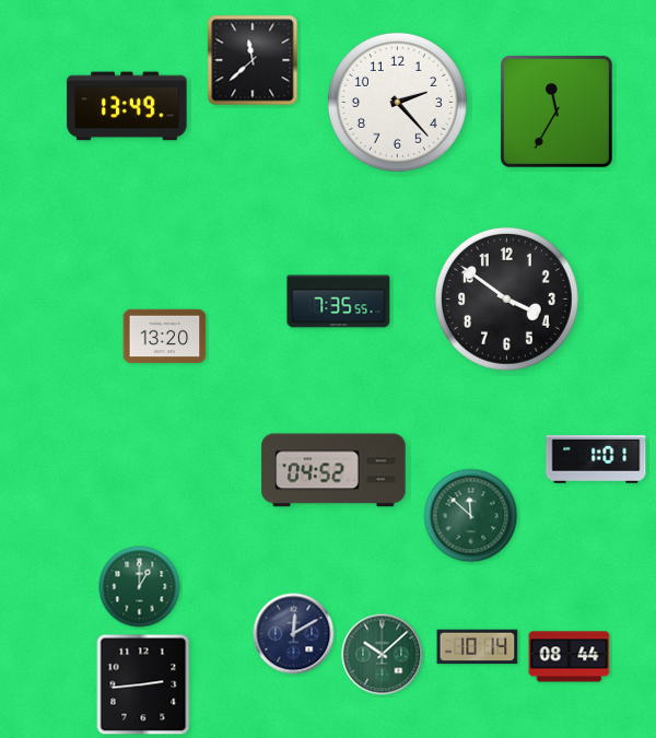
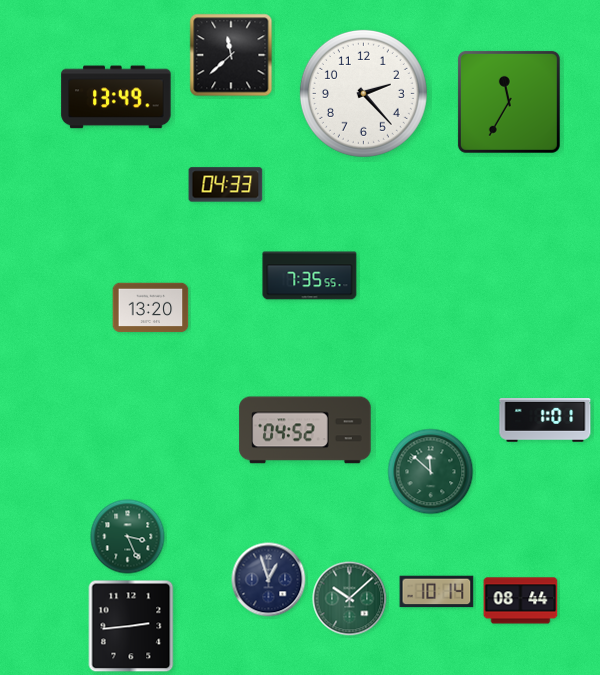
clock at (226, 185): none -> 04:33
clock at (506, 298): 3:51 -> none
clock at (140, 587): 1:00 -> 3:26
clock at (294, 634): 12:10 -> 12:57
